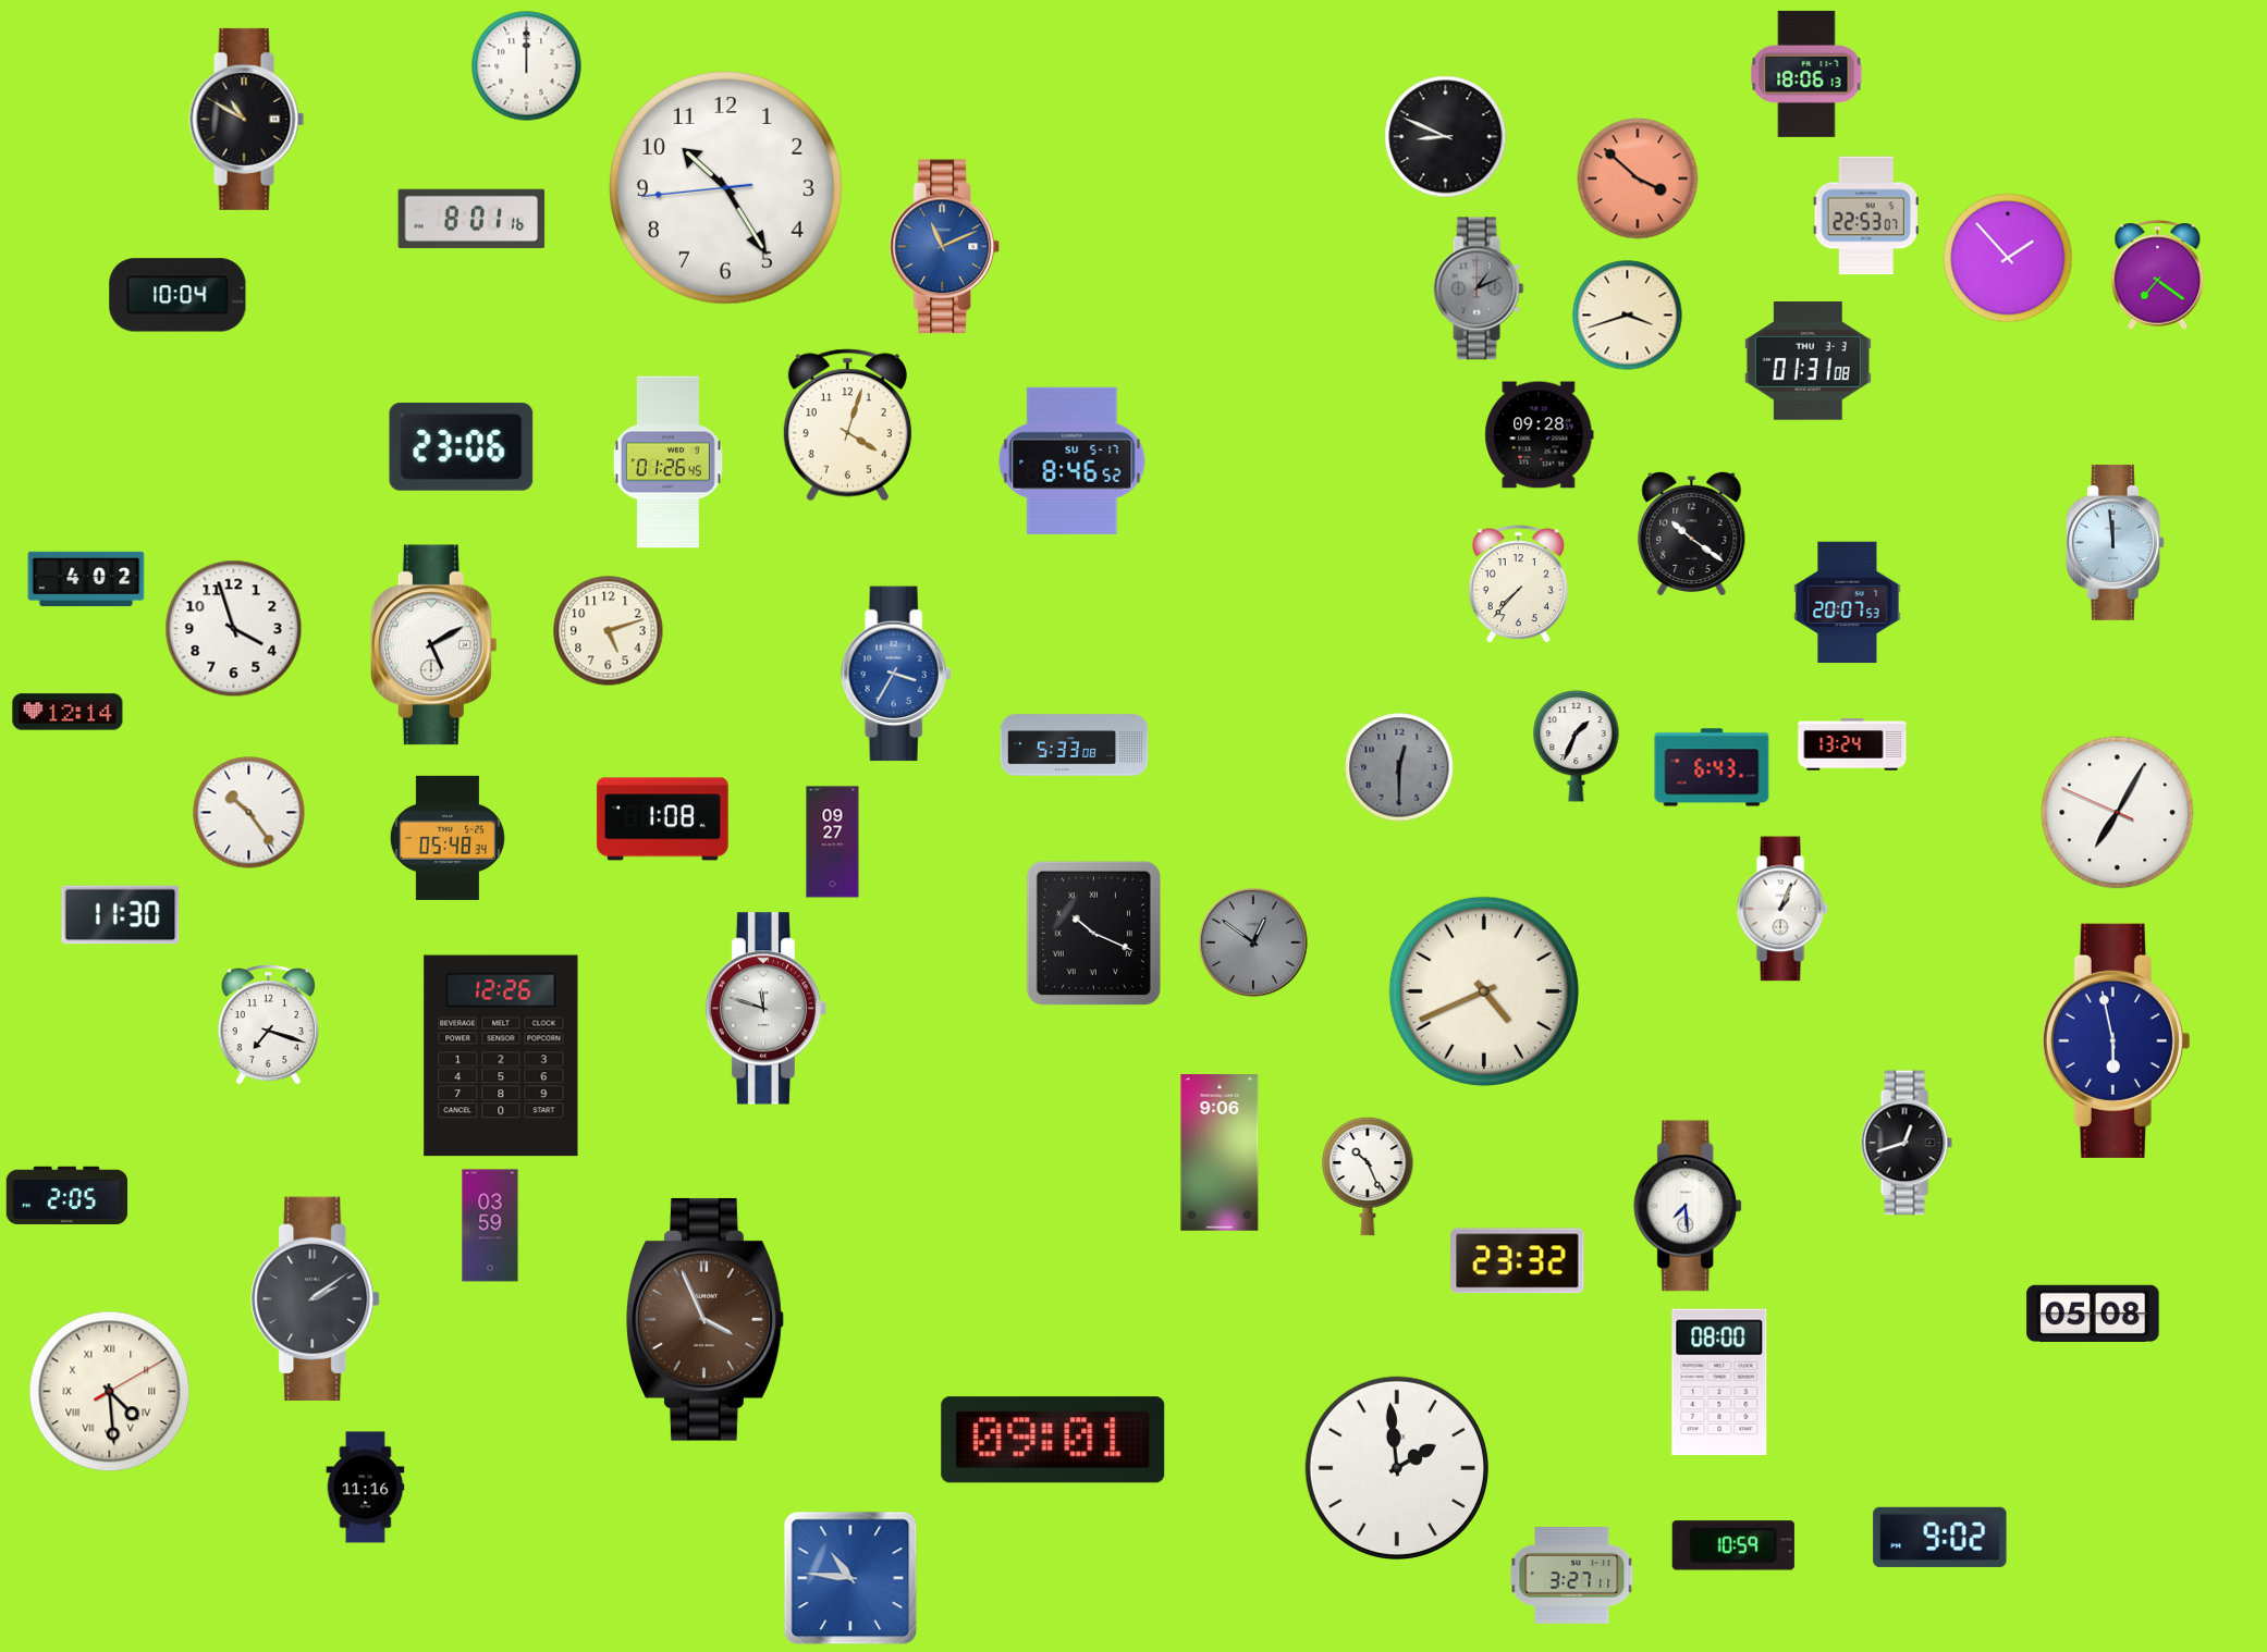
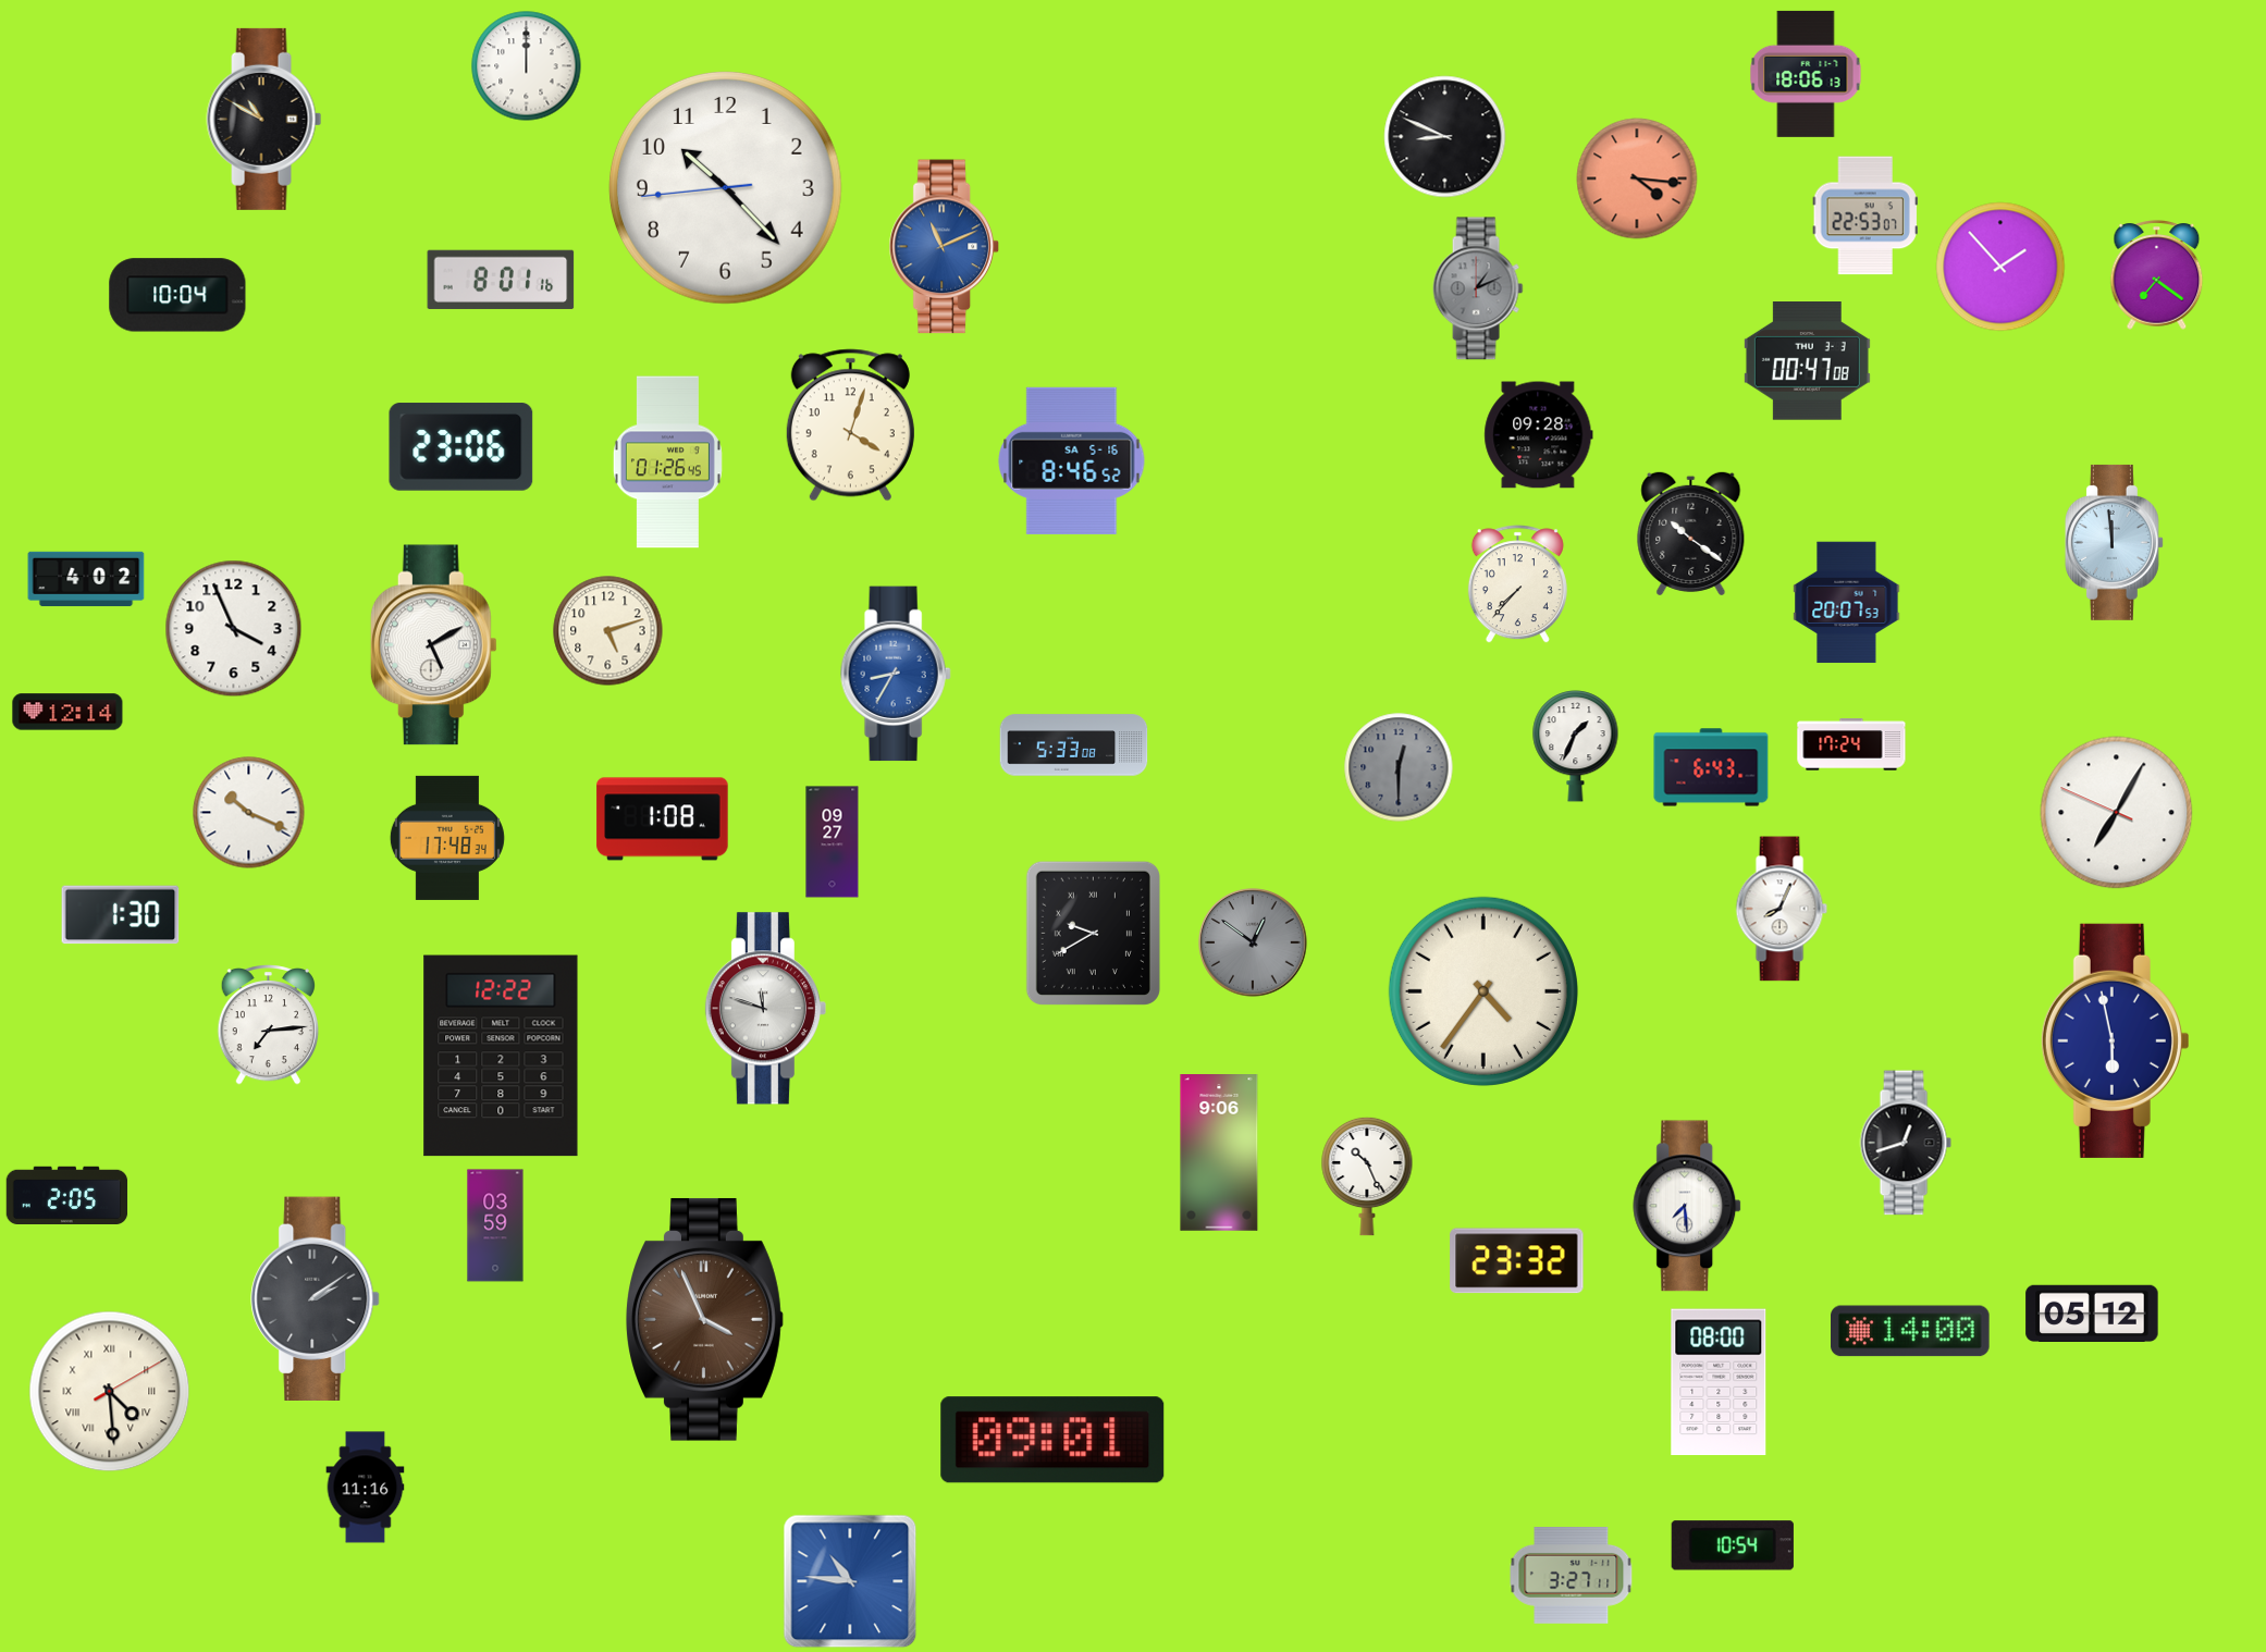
clock at (247, 119) position: (247, 119) -> (264, 119)
clock at (1638, 178): 3:52 -> 4:16
clock at (725, 187): 10:24 -> 10:22
clock at (471, 219) position: (471, 219) -> (501, 280)
clock at (2008, 258) position: (2008, 258) -> (2000, 267)
clock at (1628, 316): 3:42 -> none
clock at (1808, 361): 01:31 -> 00:47
clock at (847, 426) position: (847, 426) -> (850, 426)
clock at (1073, 460) date: SU 5-17 -> SA 5-16
clock at (234, 629): 3:57 -> 3:56
clock at (896, 674): 3:35 -> 8:35
clock at (1852, 744): 13:24 -> 17:24
clock at (249, 813): 10:24 -> 10:19
clock at (448, 838): 05:48 -> 17:48
clock at (1782, 909): 1:04 -> 8:04
clock at (121, 915): 11:30 -> 1:30
clock at (1093, 933): 10:19 -> 9:40
clock at (1484, 991): 4:41 -> 4:36
clock at (268, 1025): 7:18 -> 7:14
clock at (501, 1056): 12:26 -> 12:22
clock at (490, 1225) position: (490, 1225) -> (495, 1225)
clock at (2093, 1312): 05:08 -> 05:12
clock at (1910, 1331): none -> 14:00
clock at (1397, 1468): 1:59 -> none
clock at (1940, 1537): 9:02 -> none
clock at (1733, 1545): 10:59 -> 10:54
clock at (850, 1578) position: (850, 1578) -> (850, 1581)
